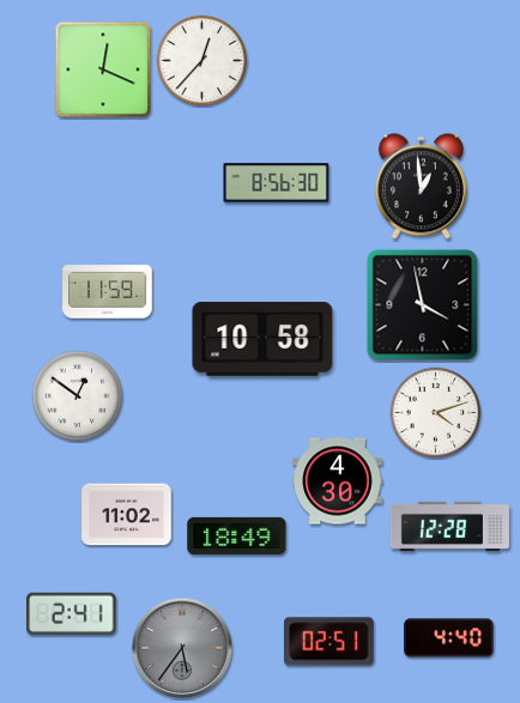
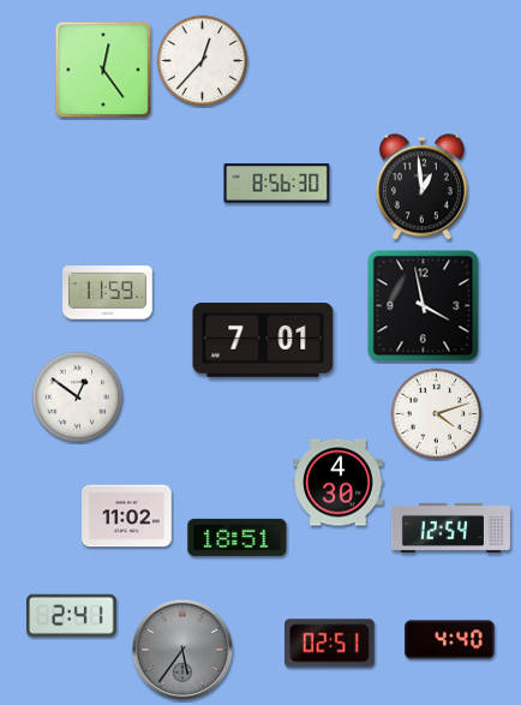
clock at (103, 69): 12:19 -> 12:24
clock at (262, 340): 10:58 -> 7:01
clock at (449, 526): 12:28 -> 12:54
clock at (237, 535): 18:49 -> 18:51
